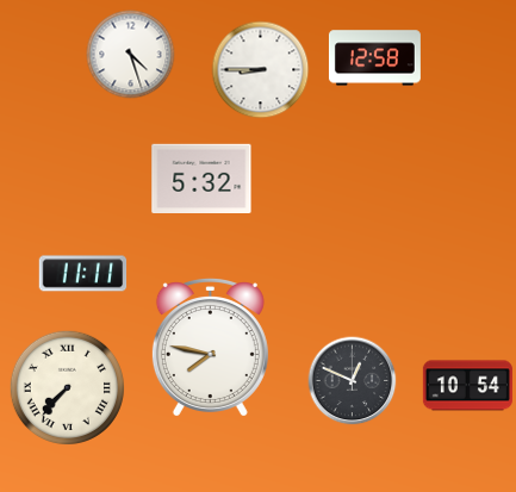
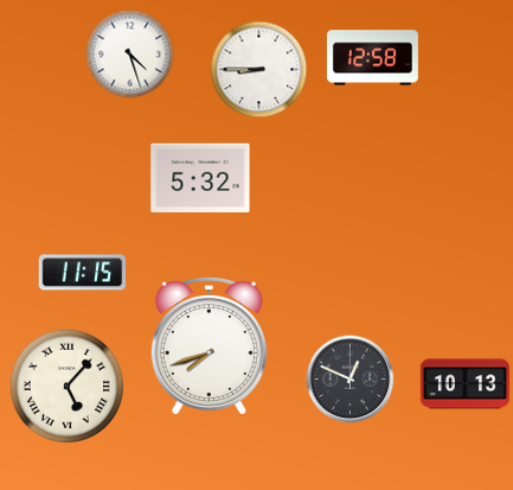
clock at (83, 274): 11:11 -> 11:15
clock at (210, 348): 7:47 -> 7:42
clock at (467, 386): 10:54 -> 10:13
clock at (67, 387): 7:37 -> 5:07
